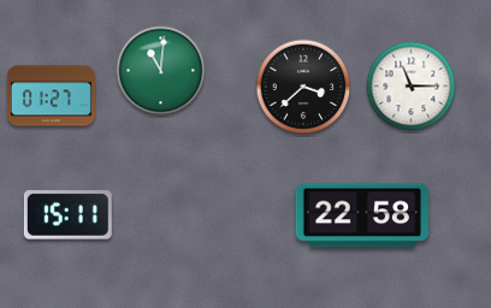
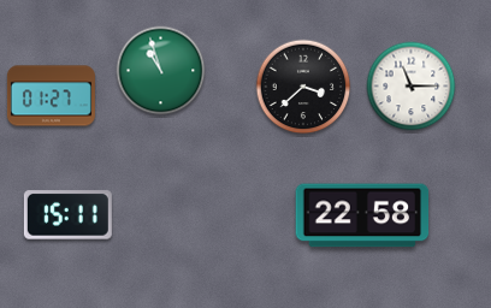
clock at (161, 71): 11:01 -> 10:57
